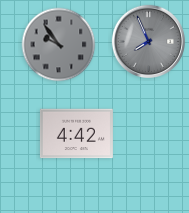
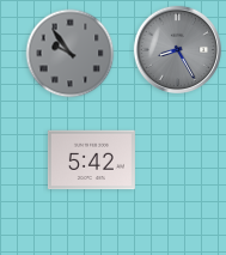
clock at (148, 41): 7:56 -> 8:25
clock at (76, 134): 4:42 -> 5:42
